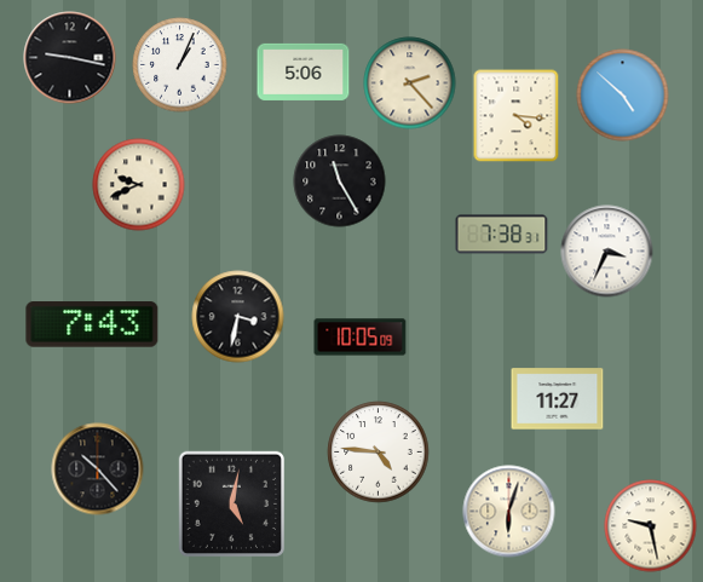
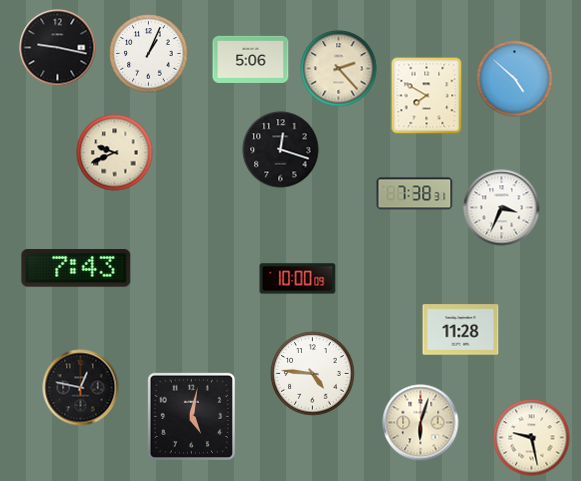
clock at (517, 115): 4:16 -> 7:50
clock at (340, 181): 11:25 -> 12:18
clock at (238, 317): 3:32 -> none
clock at (361, 338): 10:05 -> 10:00
clock at (558, 399): 11:27 -> 11:28
clock at (98, 469): 10:23 -> 12:47
clock at (651, 526) position: (651, 526) -> (532, 438)
